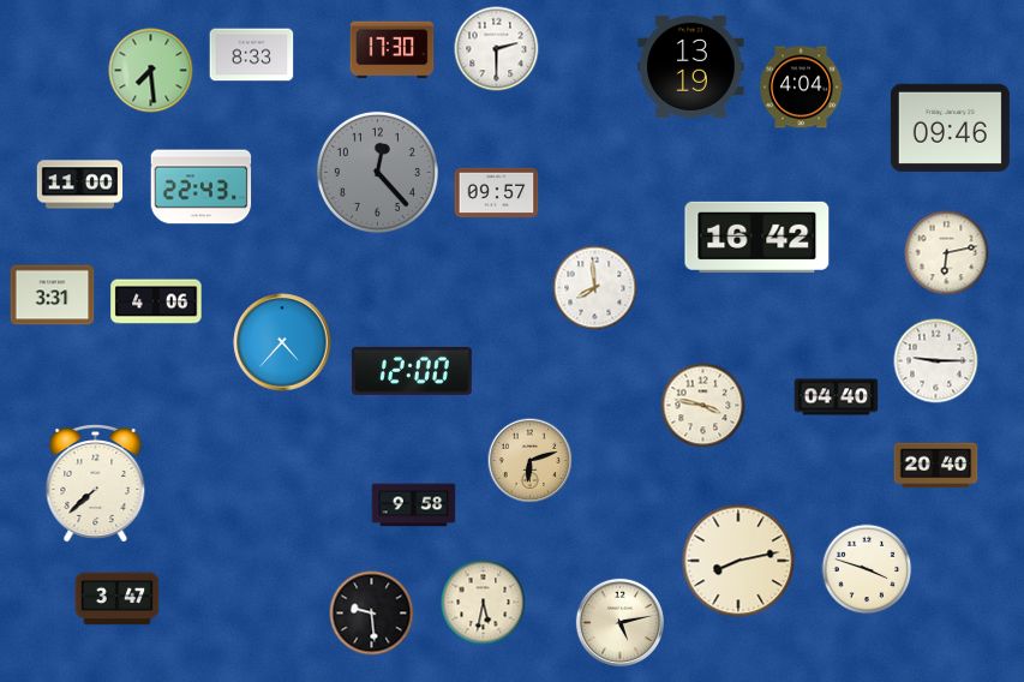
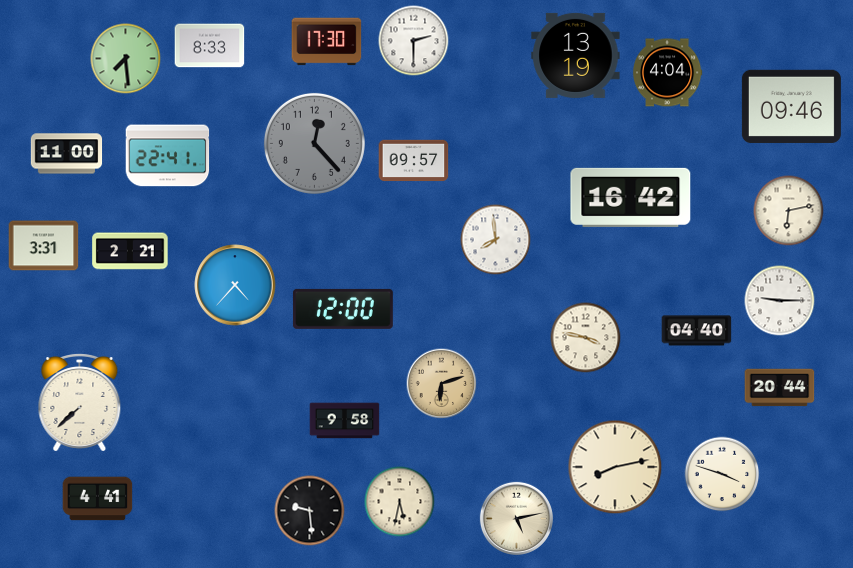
clock at (202, 187): 22:43 -> 22:41
clock at (156, 301): 4:06 -> 2:21
clock at (936, 466): 20:40 -> 20:44
clock at (118, 599): 3:47 -> 4:41
clock at (484, 603) position: (484, 603) -> (400, 502)
